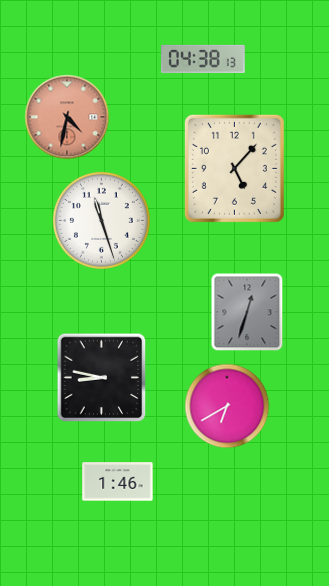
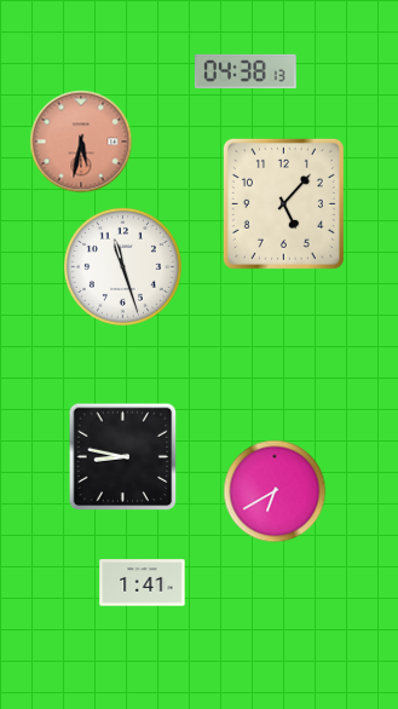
clock at (67, 117): 4:32 -> 5:32
clock at (247, 312): 12:33 -> none
clock at (118, 482): 1:46 -> 1:41
